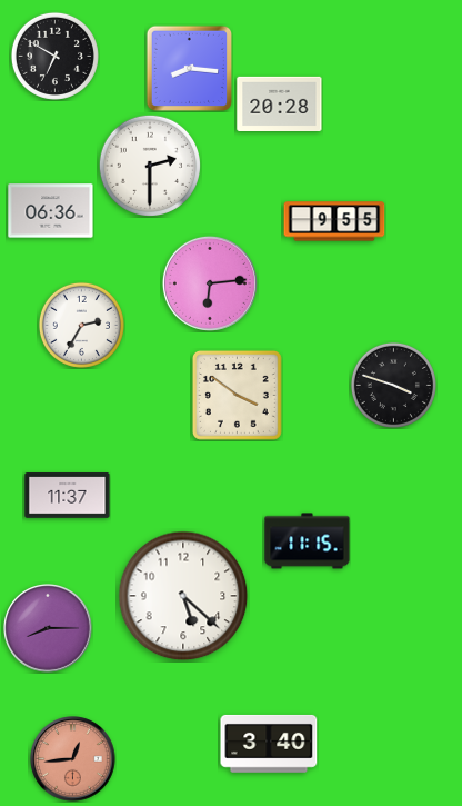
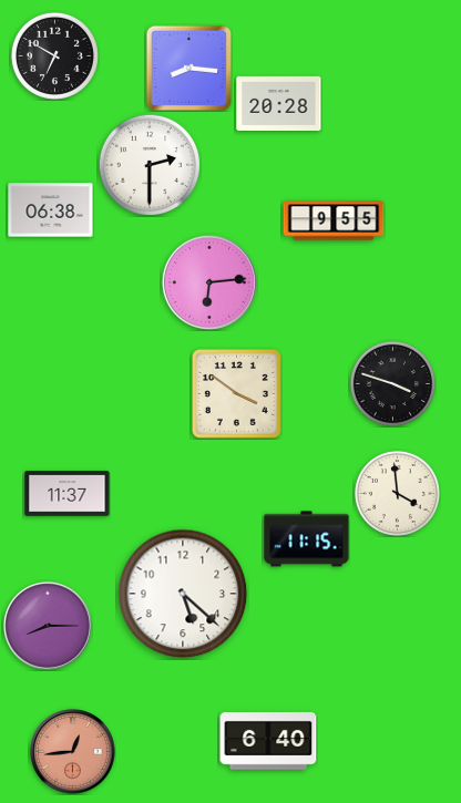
clock at (51, 211): 06:36 -> 06:38
clock at (81, 325): 2:35 -> none
clock at (397, 493): none -> 3:59
clock at (269, 744): 3:40 -> 6:40
clock at (73, 759) position: (73, 759) -> (73, 752)
